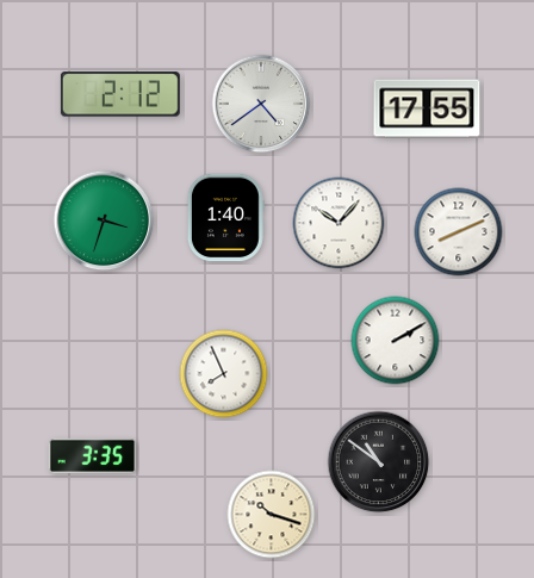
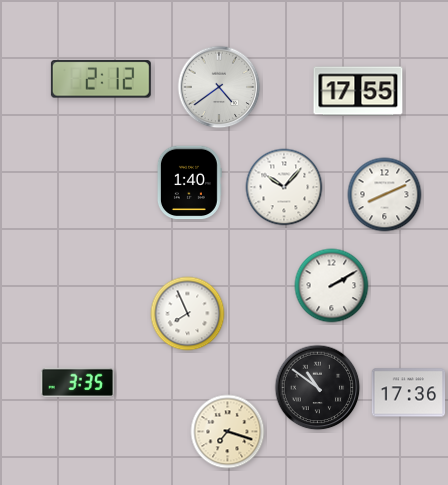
clock at (104, 220): 3:33 -> none
clock at (409, 393): none -> 17:36
clock at (272, 515): 10:18 -> 7:18
